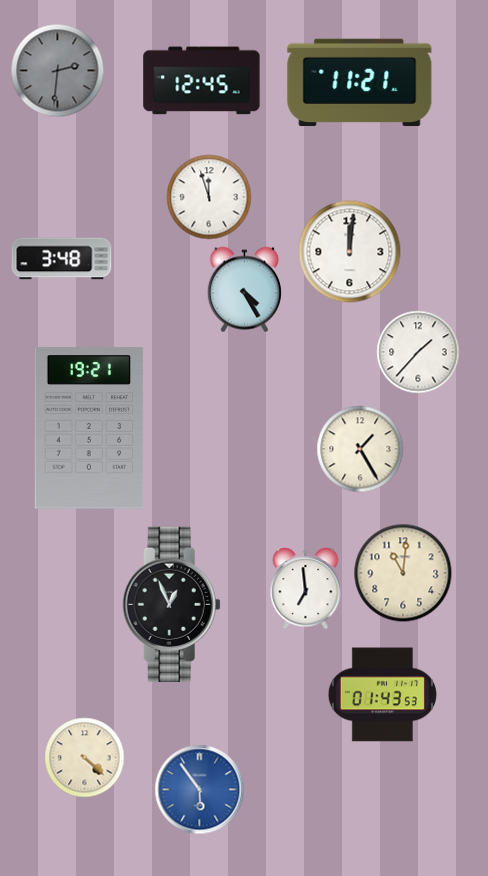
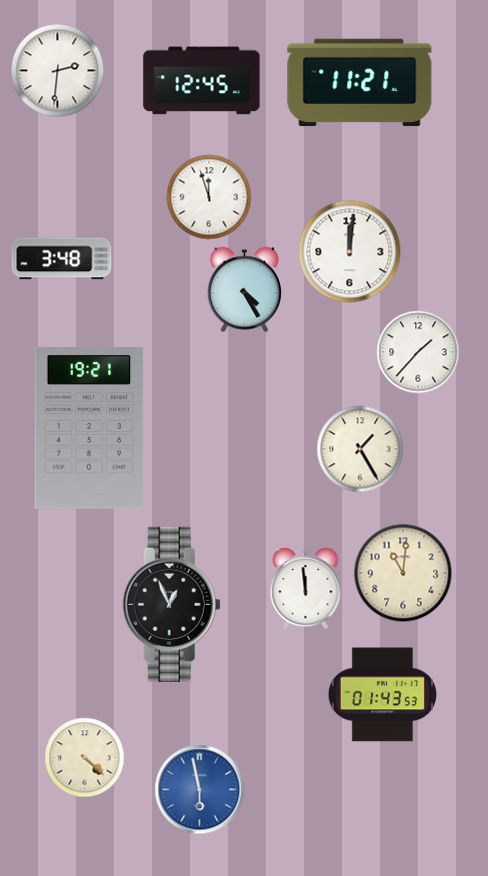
clock at (58, 71) dial: grey -> white
clock at (306, 589): 6:59 -> 11:59
clock at (200, 790): 5:54 -> 5:58
